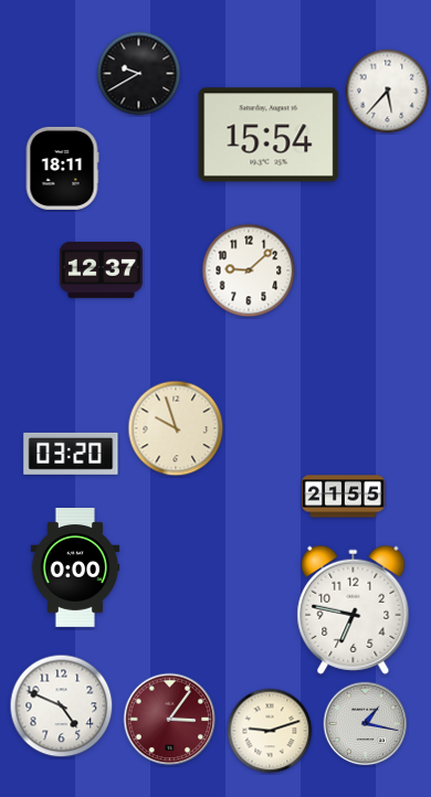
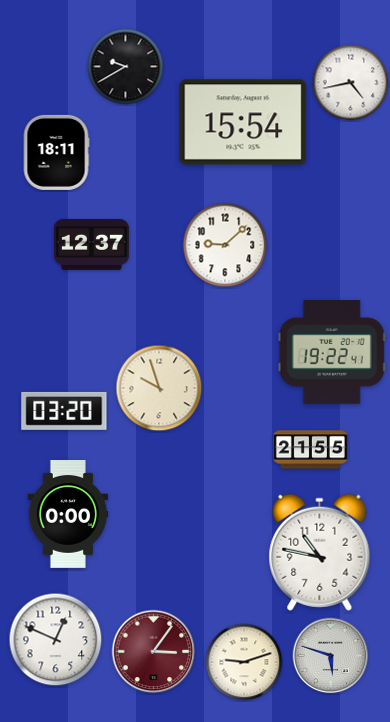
clock at (388, 92): 5:37 -> 4:43
clock at (332, 353): none -> 19:22
clock at (354, 609): 6:47 -> 10:47
clock at (62, 706): 4:49 -> 12:49
clock at (366, 724): 1:17 -> 5:48
